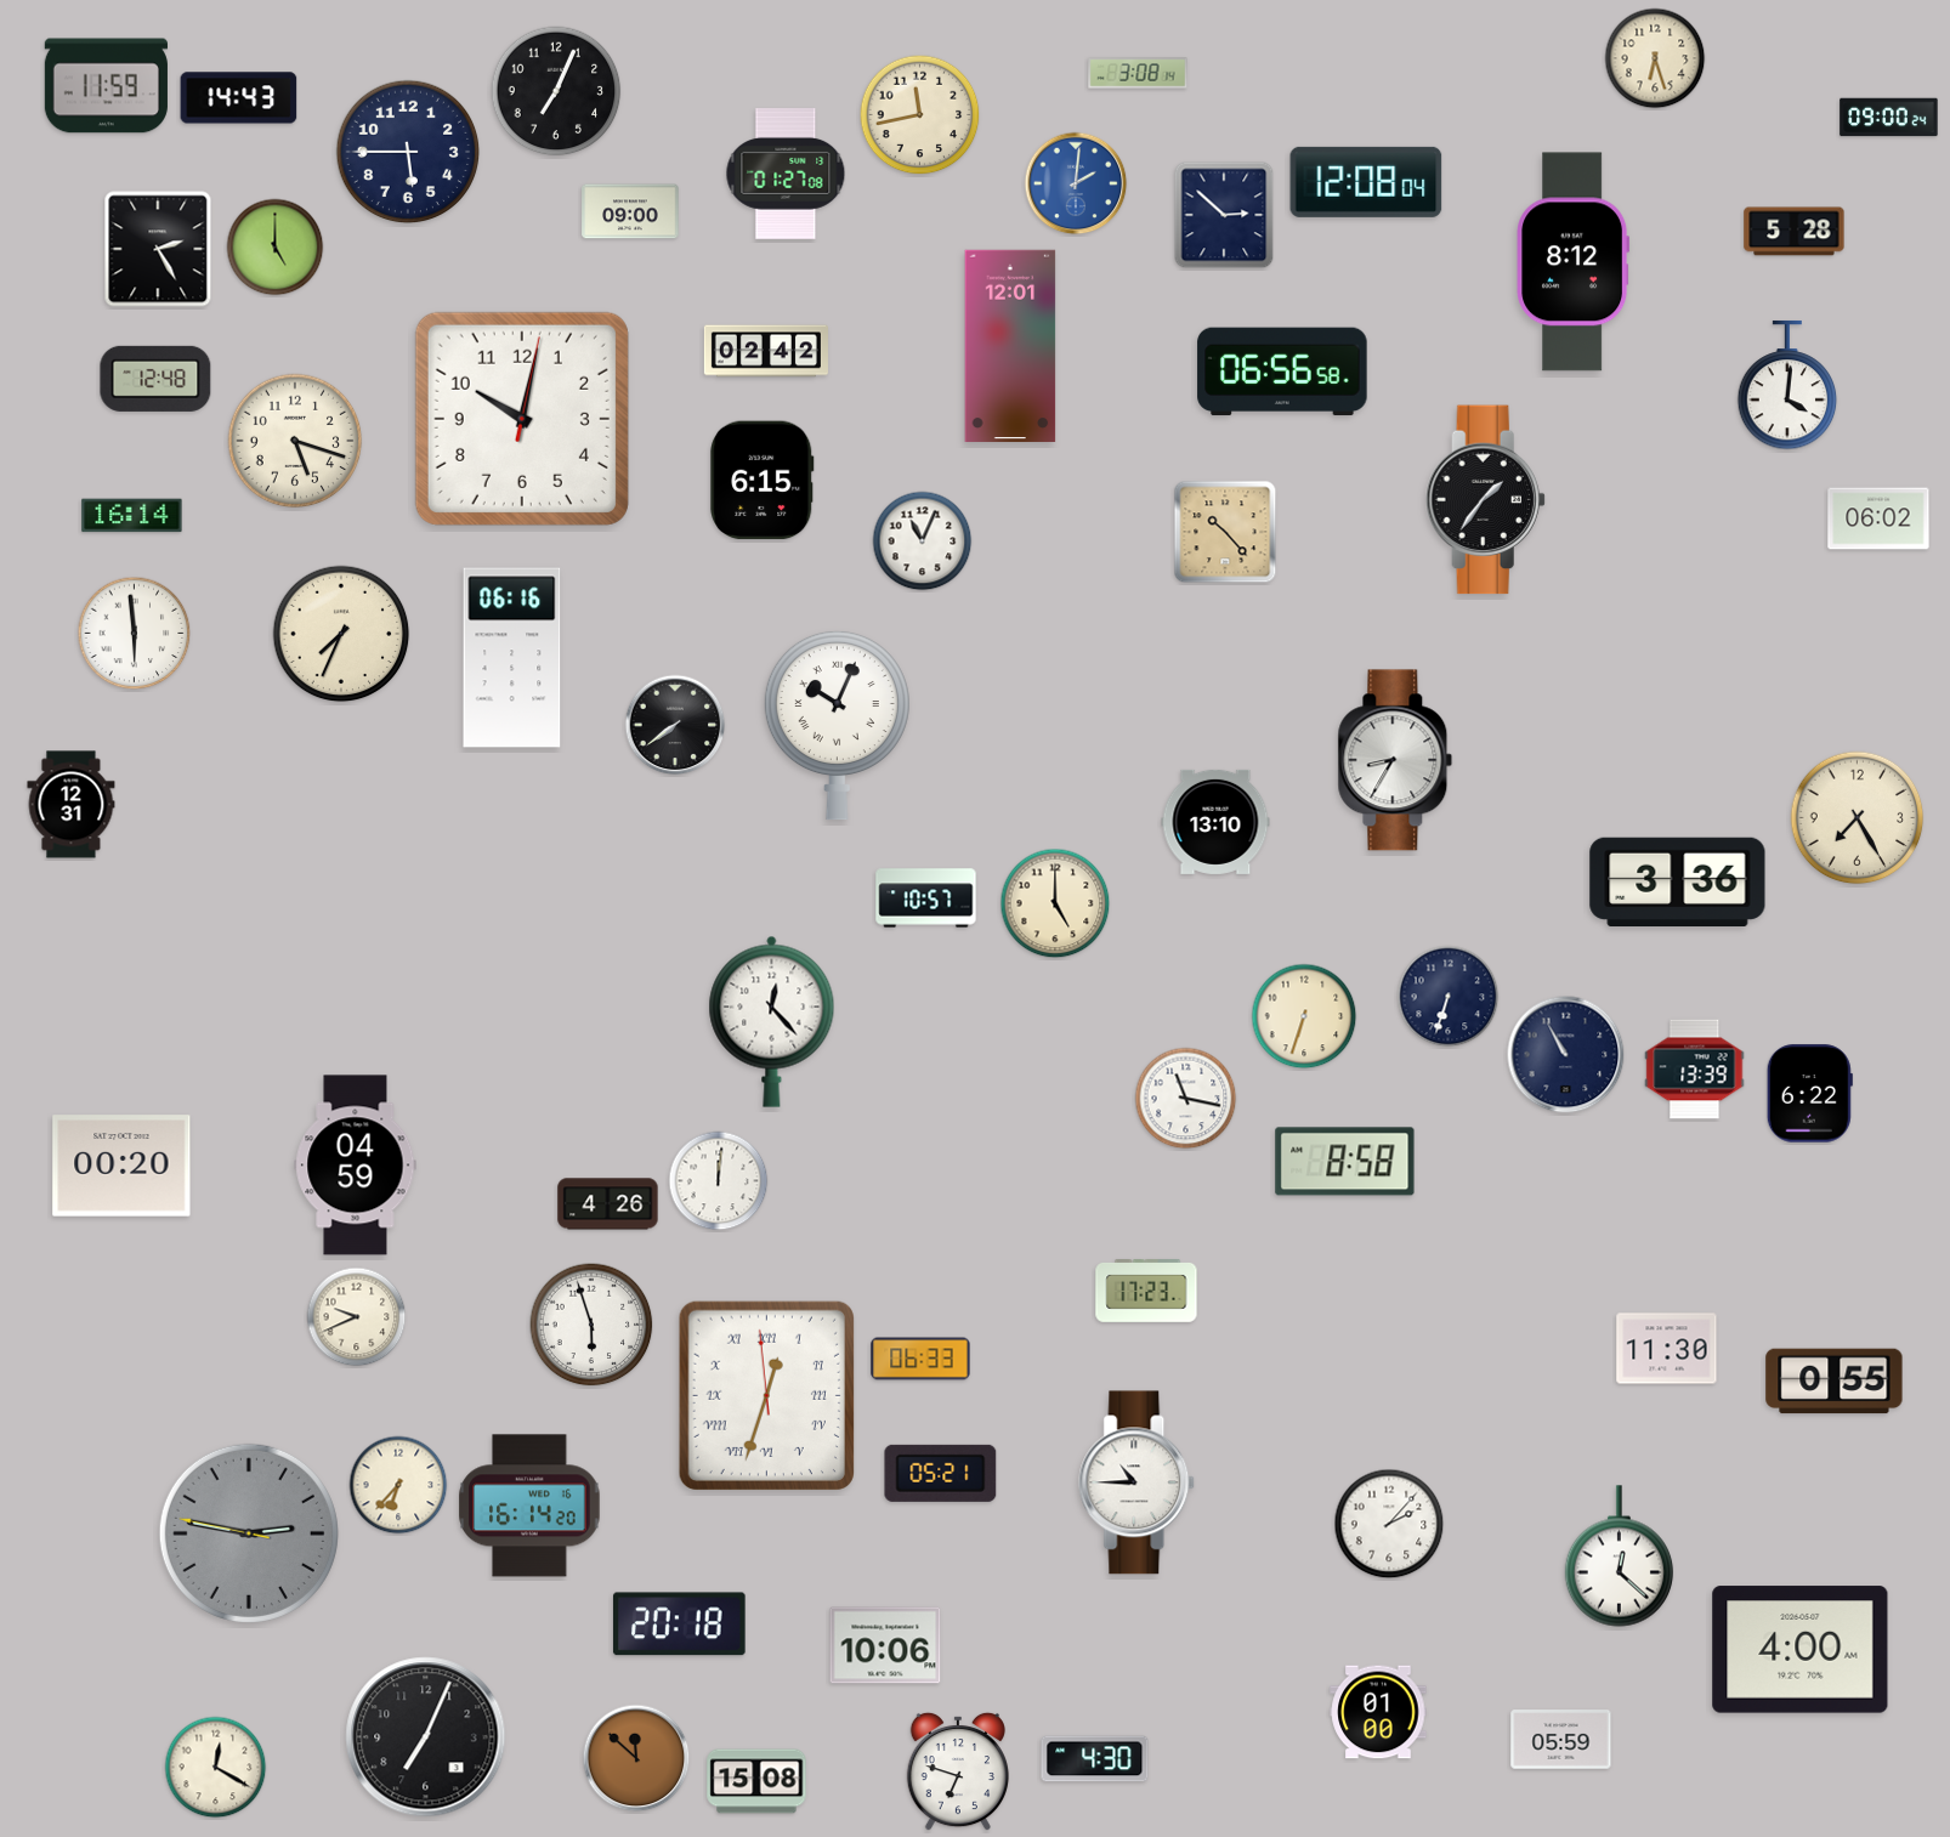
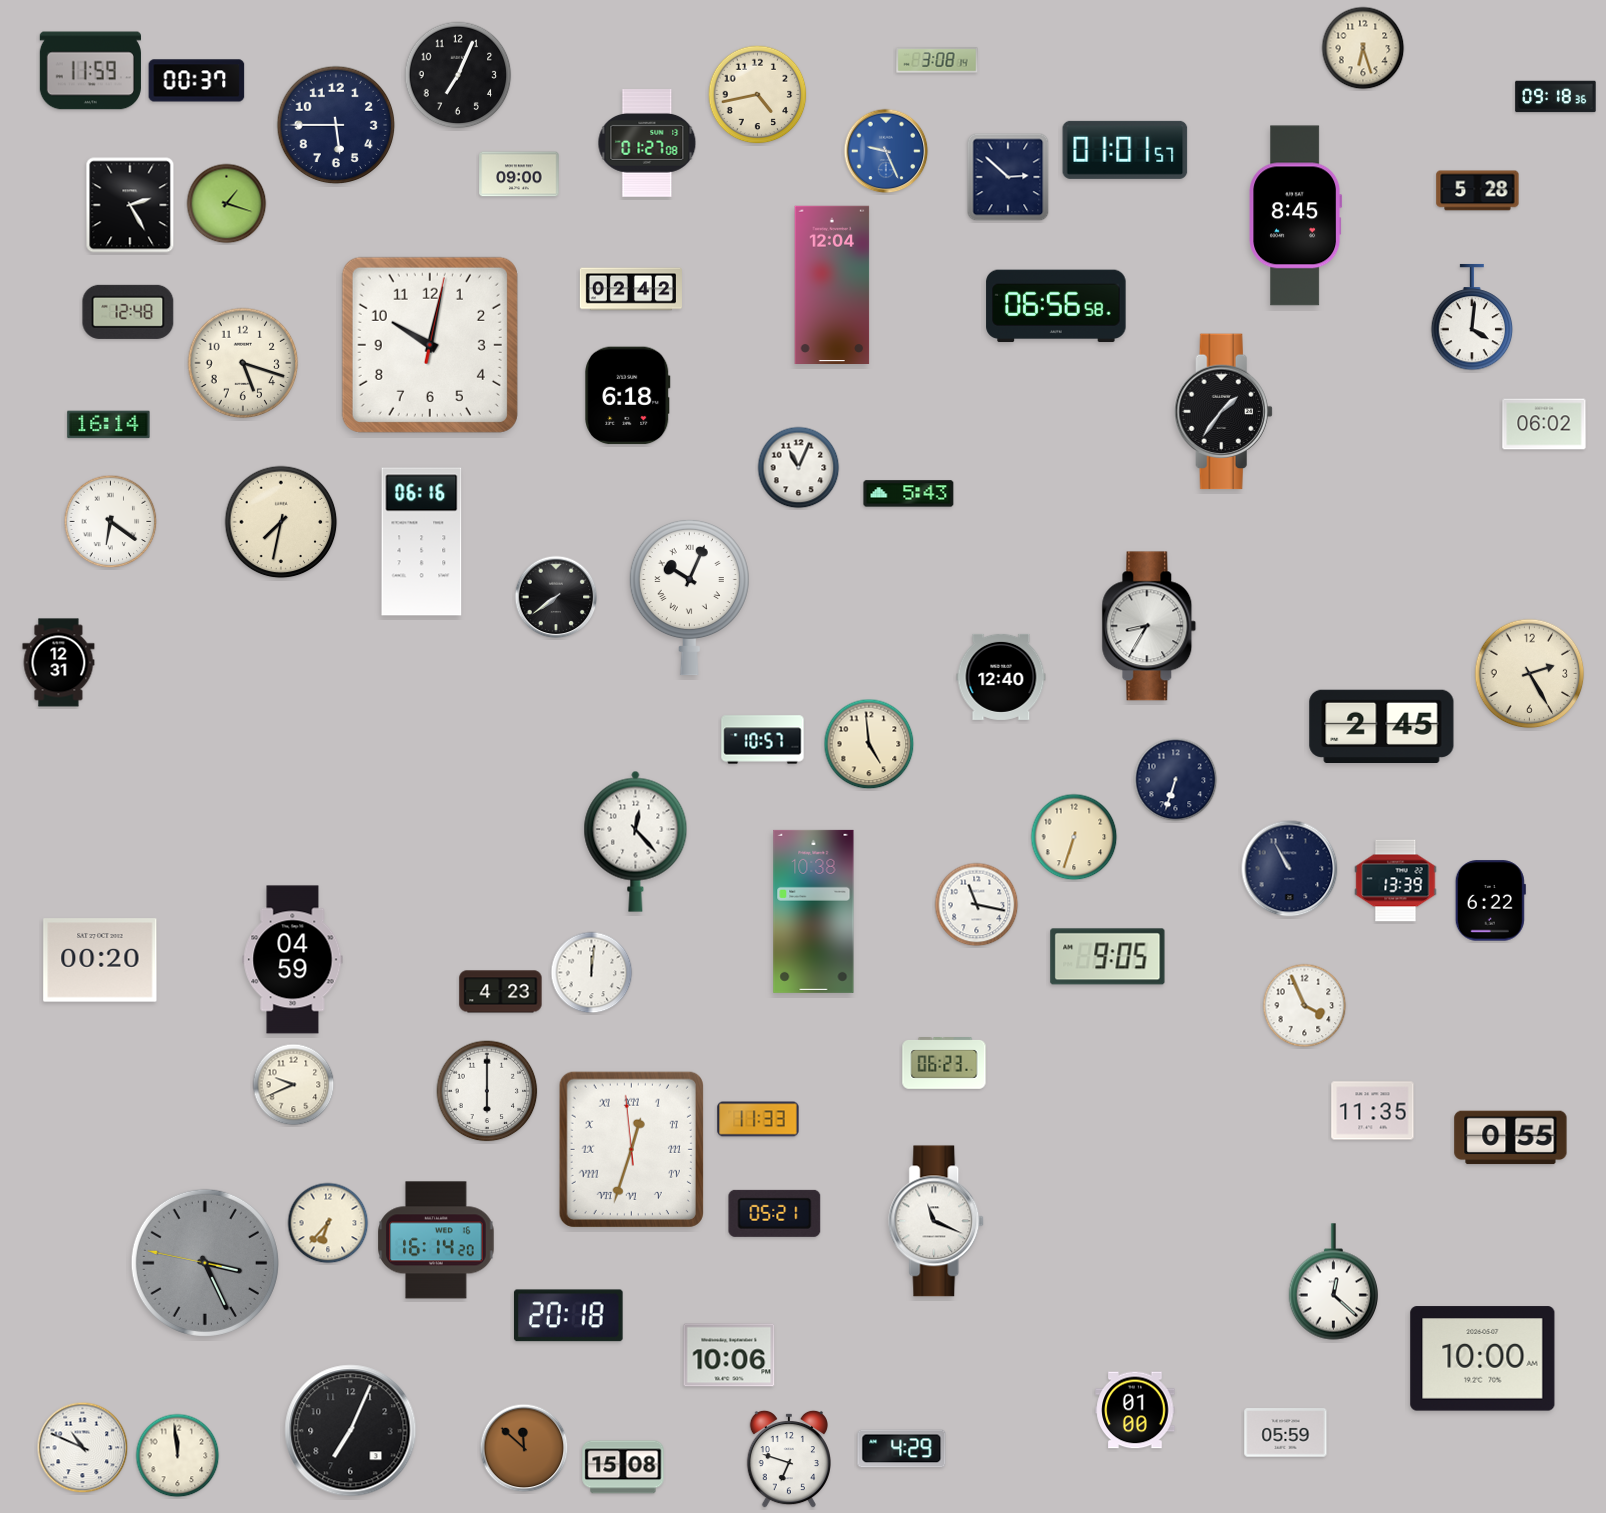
clock at (106, 86) position: (106, 86) -> (90, 71)
clock at (239, 98): 14:43 -> 00:37
clock at (920, 115): 11:43 -> 4:43
clock at (1889, 118): 09:00 -> 09:18
clock at (1366, 182): 12:08 -> 01:01
clock at (1076, 183): 2:01 -> 9:26
clock at (276, 248): 5:00 -> 1:18
clock at (1574, 262): 8:12 -> 8:45
clock at (1010, 345): 12:01 -> 12:04
clock at (763, 481): 6:15 -> 6:18
clock at (1878, 518) position: (1878, 518) -> (1544, 424)
clock at (1225, 532): 10:23 -> none
clock at (923, 542) position: (923, 542) -> (799, 468)
clock at (909, 494): none -> 5:43
clock at (135, 634): 5:59 -> 6:21
clock at (341, 634): 7:34 -> 7:32
clock at (1858, 818): 7:25 -> 2:25
clock at (1215, 822): 13:10 -> 12:40
clock at (1678, 881): 3:36 -> 2:45
clock at (1055, 903): 5:00 -> 4:59
clock at (1449, 997) position: (1449, 997) -> (1176, 780)
clock at (814, 911): none -> 10:38
clock at (1345, 1162): 8:58 -> 9:05
clock at (608, 1204): 4:26 -> 4:23
clock at (1305, 1006): none -> 3:56
clock at (1146, 1292): 17:23 -> 06:23
clock at (591, 1325): 5:57 -> 6:00
clock at (1667, 1349): 11:30 -> 11:35
clock at (920, 1359): 06:33 -> 11:33
clock at (1138, 1482): 10:45 -> 11:19
clock at (1389, 1524): 2:07 -> none
clock at (249, 1533): 2:46 -> 3:25
clock at (679, 1625) position: (679, 1625) -> (568, 1316)
clock at (1801, 1650): 4:00 -> 10:00
clock at (83, 1448): none -> 10:49
clock at (1095, 1759): 4:30 -> 4:29
clock at (216, 1768): 12:20 -> 11:59
